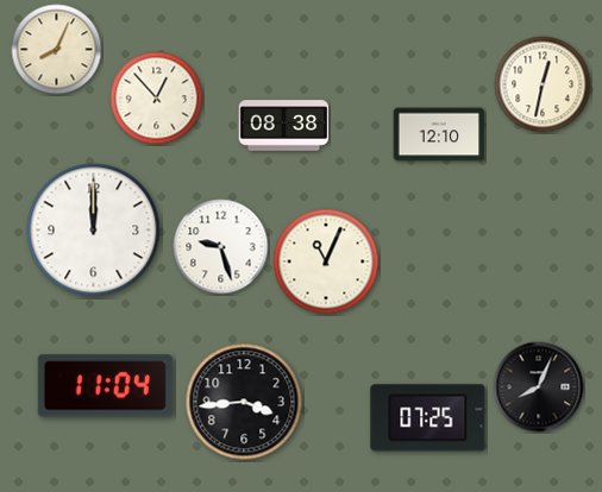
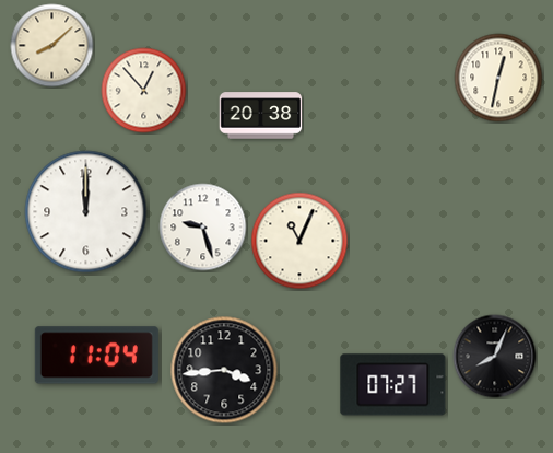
clock at (57, 50): 8:04 -> 8:08
clock at (284, 126): 08:38 -> 20:38
clock at (439, 134): 12:10 -> none
clock at (428, 418): 07:25 -> 07:27
